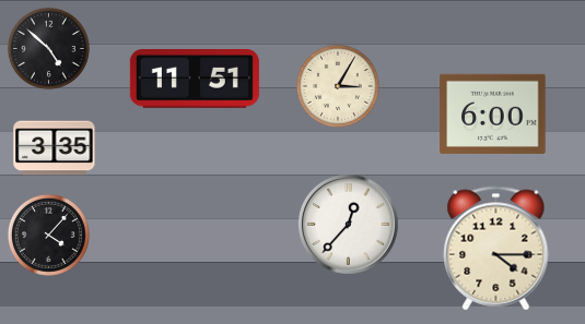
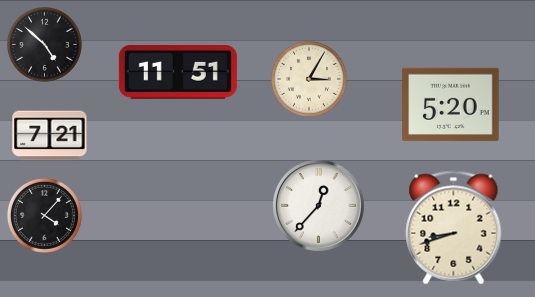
clock at (493, 113): 6:00 -> 5:20
clock at (55, 148): 3:35 -> 7:21
clock at (496, 249): 4:15 -> 8:42
